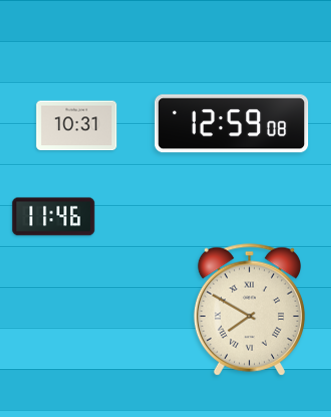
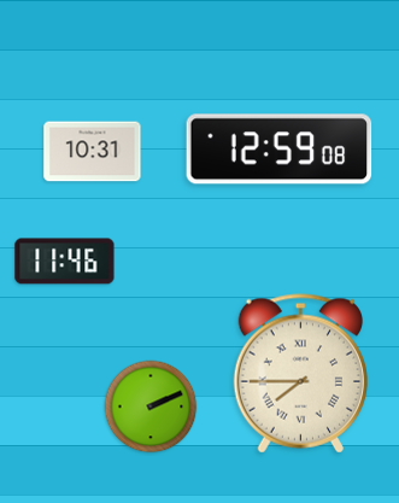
clock at (249, 310): 7:50 -> 7:45
clock at (151, 407): none -> 2:11
